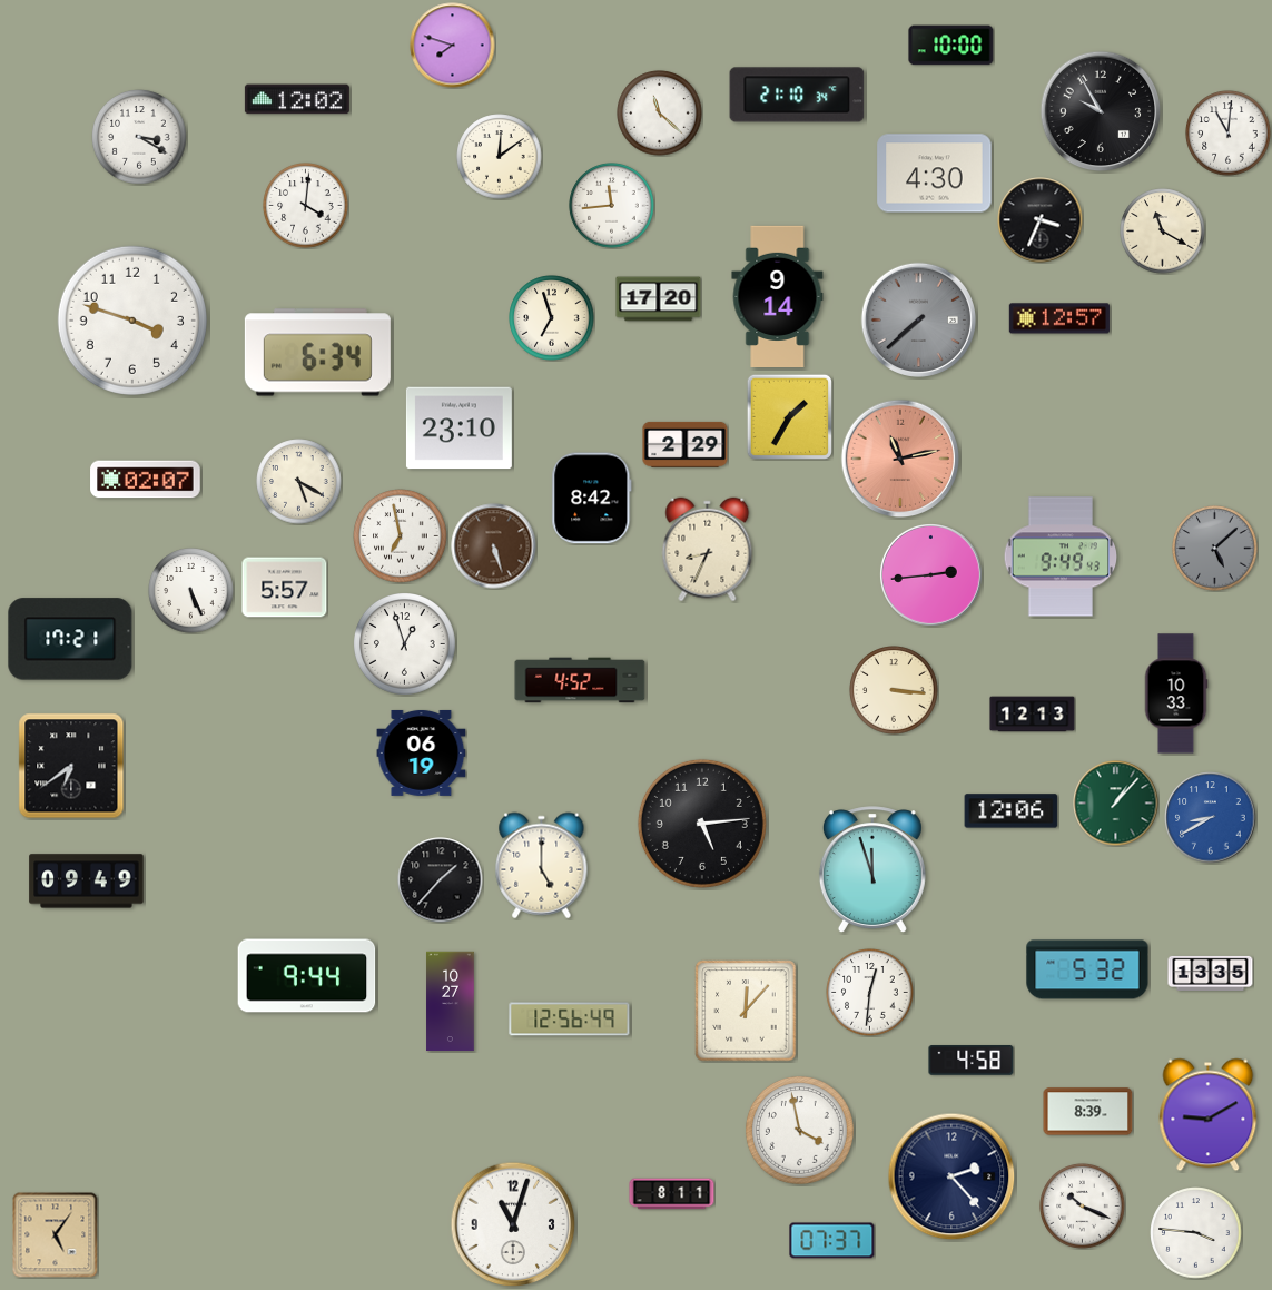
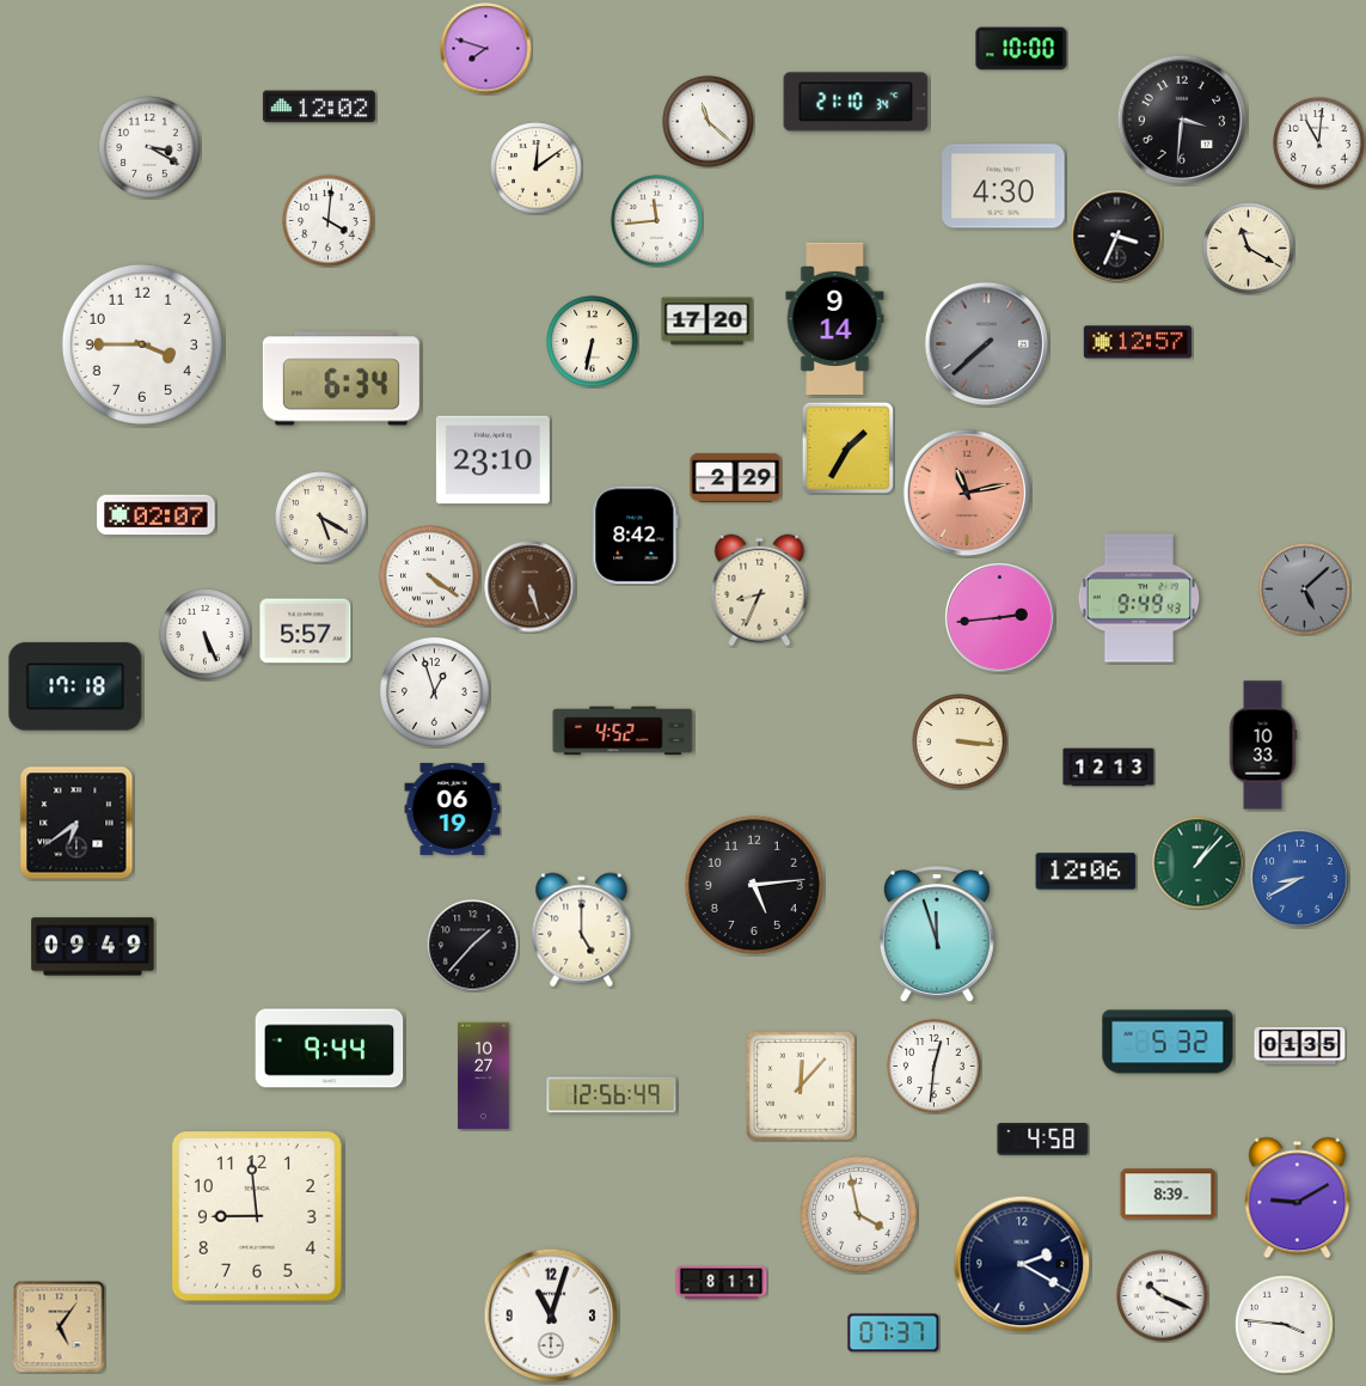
clock at (1101, 111): 9:55 -> 3:31
clock at (552, 318): 6:57 -> 6:32
clock at (132, 321): 3:48 -> 3:45
clock at (401, 536): 6:58 -> 4:21
clock at (70, 639): 17:21 -> 17:18
clock at (1211, 973): 13:35 -> 01:35
clock at (257, 1216): none -> 8:59
clock at (951, 1176): 2:23 -> 2:20
